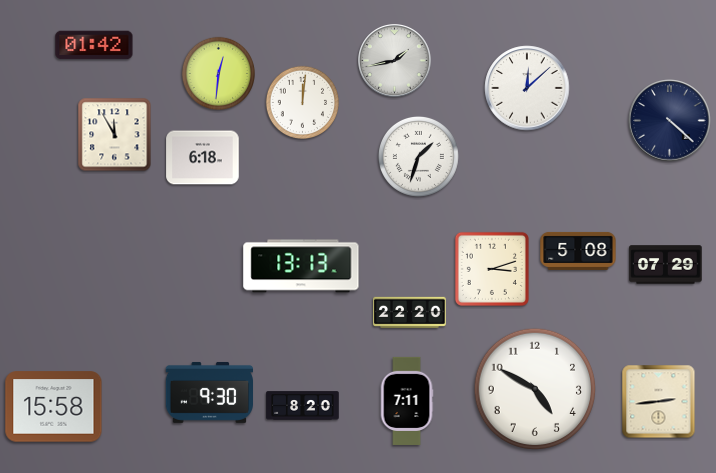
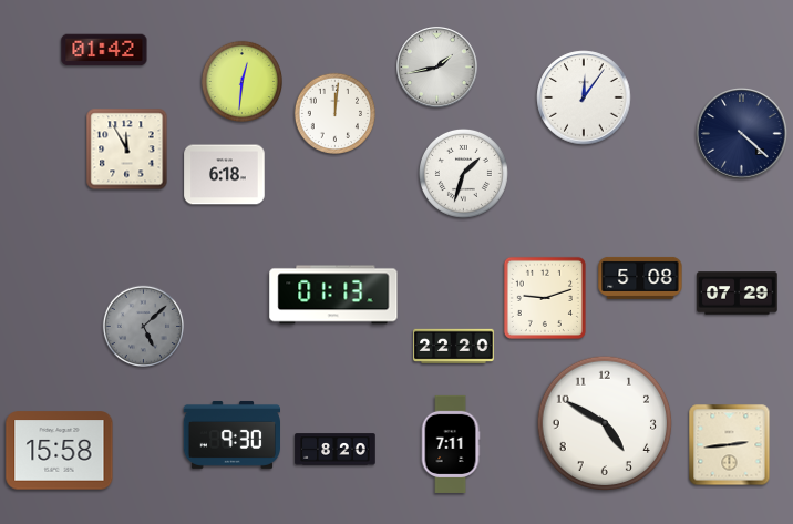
clock at (527, 88): 12:08 -> 12:06
clock at (301, 266): 13:13 -> 01:13
clock at (492, 269): 3:12 -> 9:12
clock at (143, 326): none -> 5:08
clock at (535, 389) position: (535, 389) -> (605, 423)
